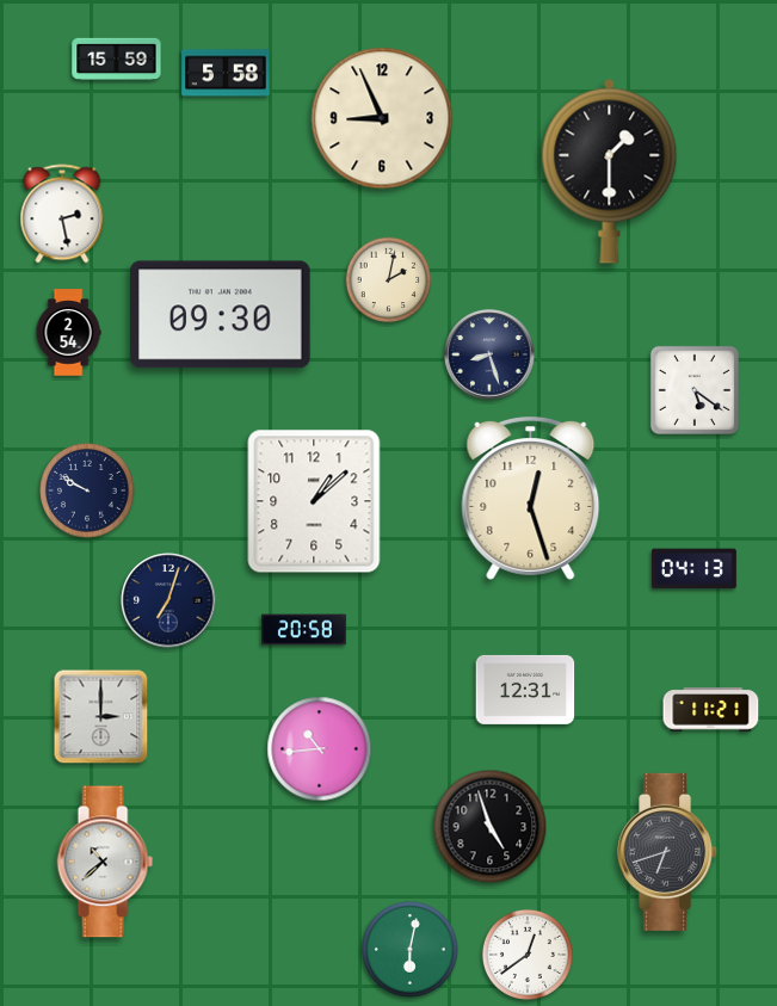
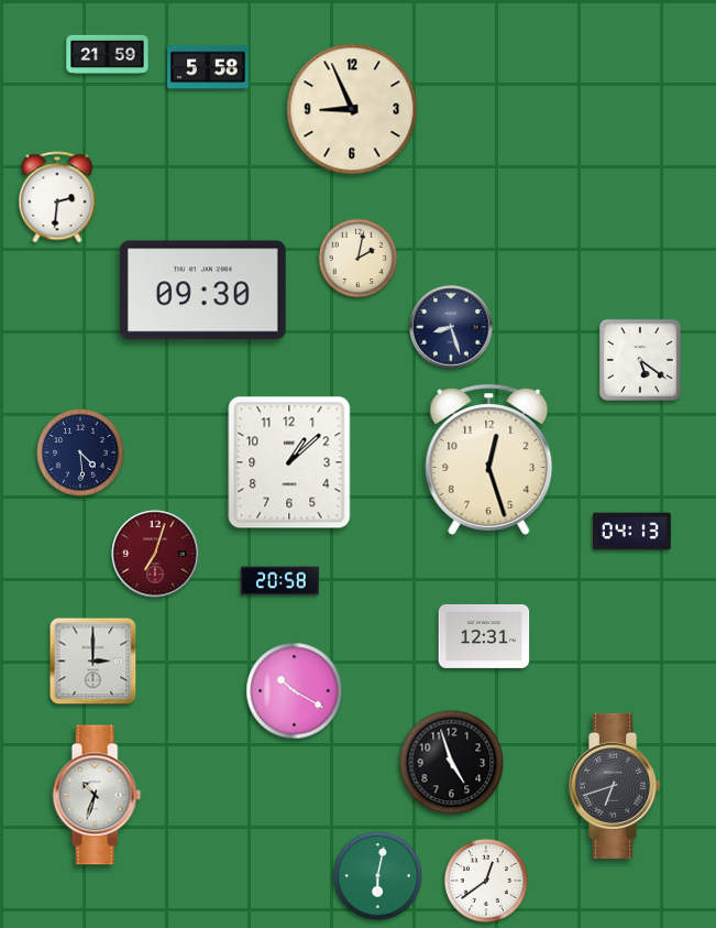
clock at (117, 58): 15:59 -> 21:59
clock at (610, 171): 1:30 -> none
clock at (62, 214): 2:28 -> 2:31
clock at (68, 333): 2:54 -> none
clock at (87, 490): 9:50 -> 4:29
clock at (693, 569) position: (693, 569) -> (631, 532)
clock at (168, 600) dial: navy -> burgundy
clock at (711, 710): 11:21 -> none
clock at (320, 749): 10:44 -> 10:20
clock at (105, 862): 10:38 -> 10:33
